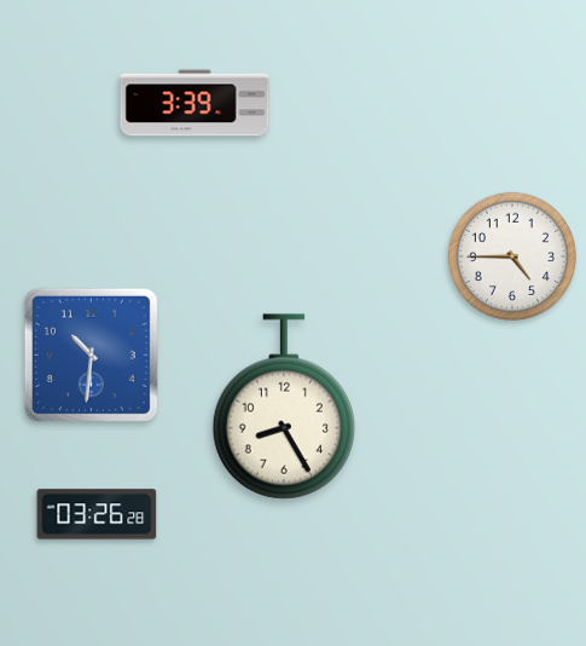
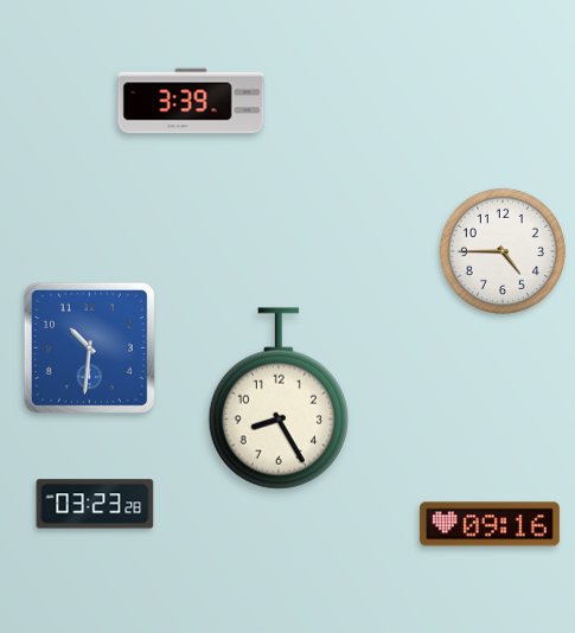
clock at (97, 514): 03:26 -> 03:23
clock at (490, 524): none -> 09:16
